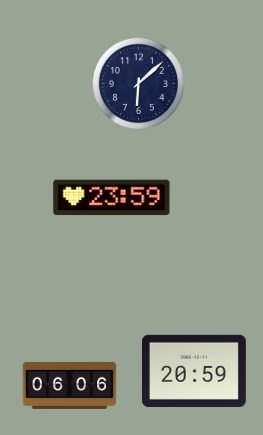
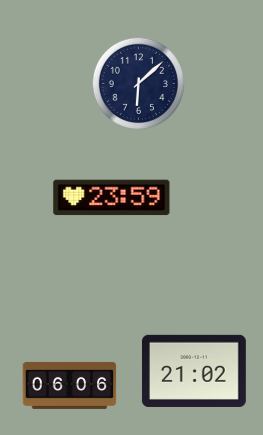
clock at (194, 371): 20:59 -> 21:02
